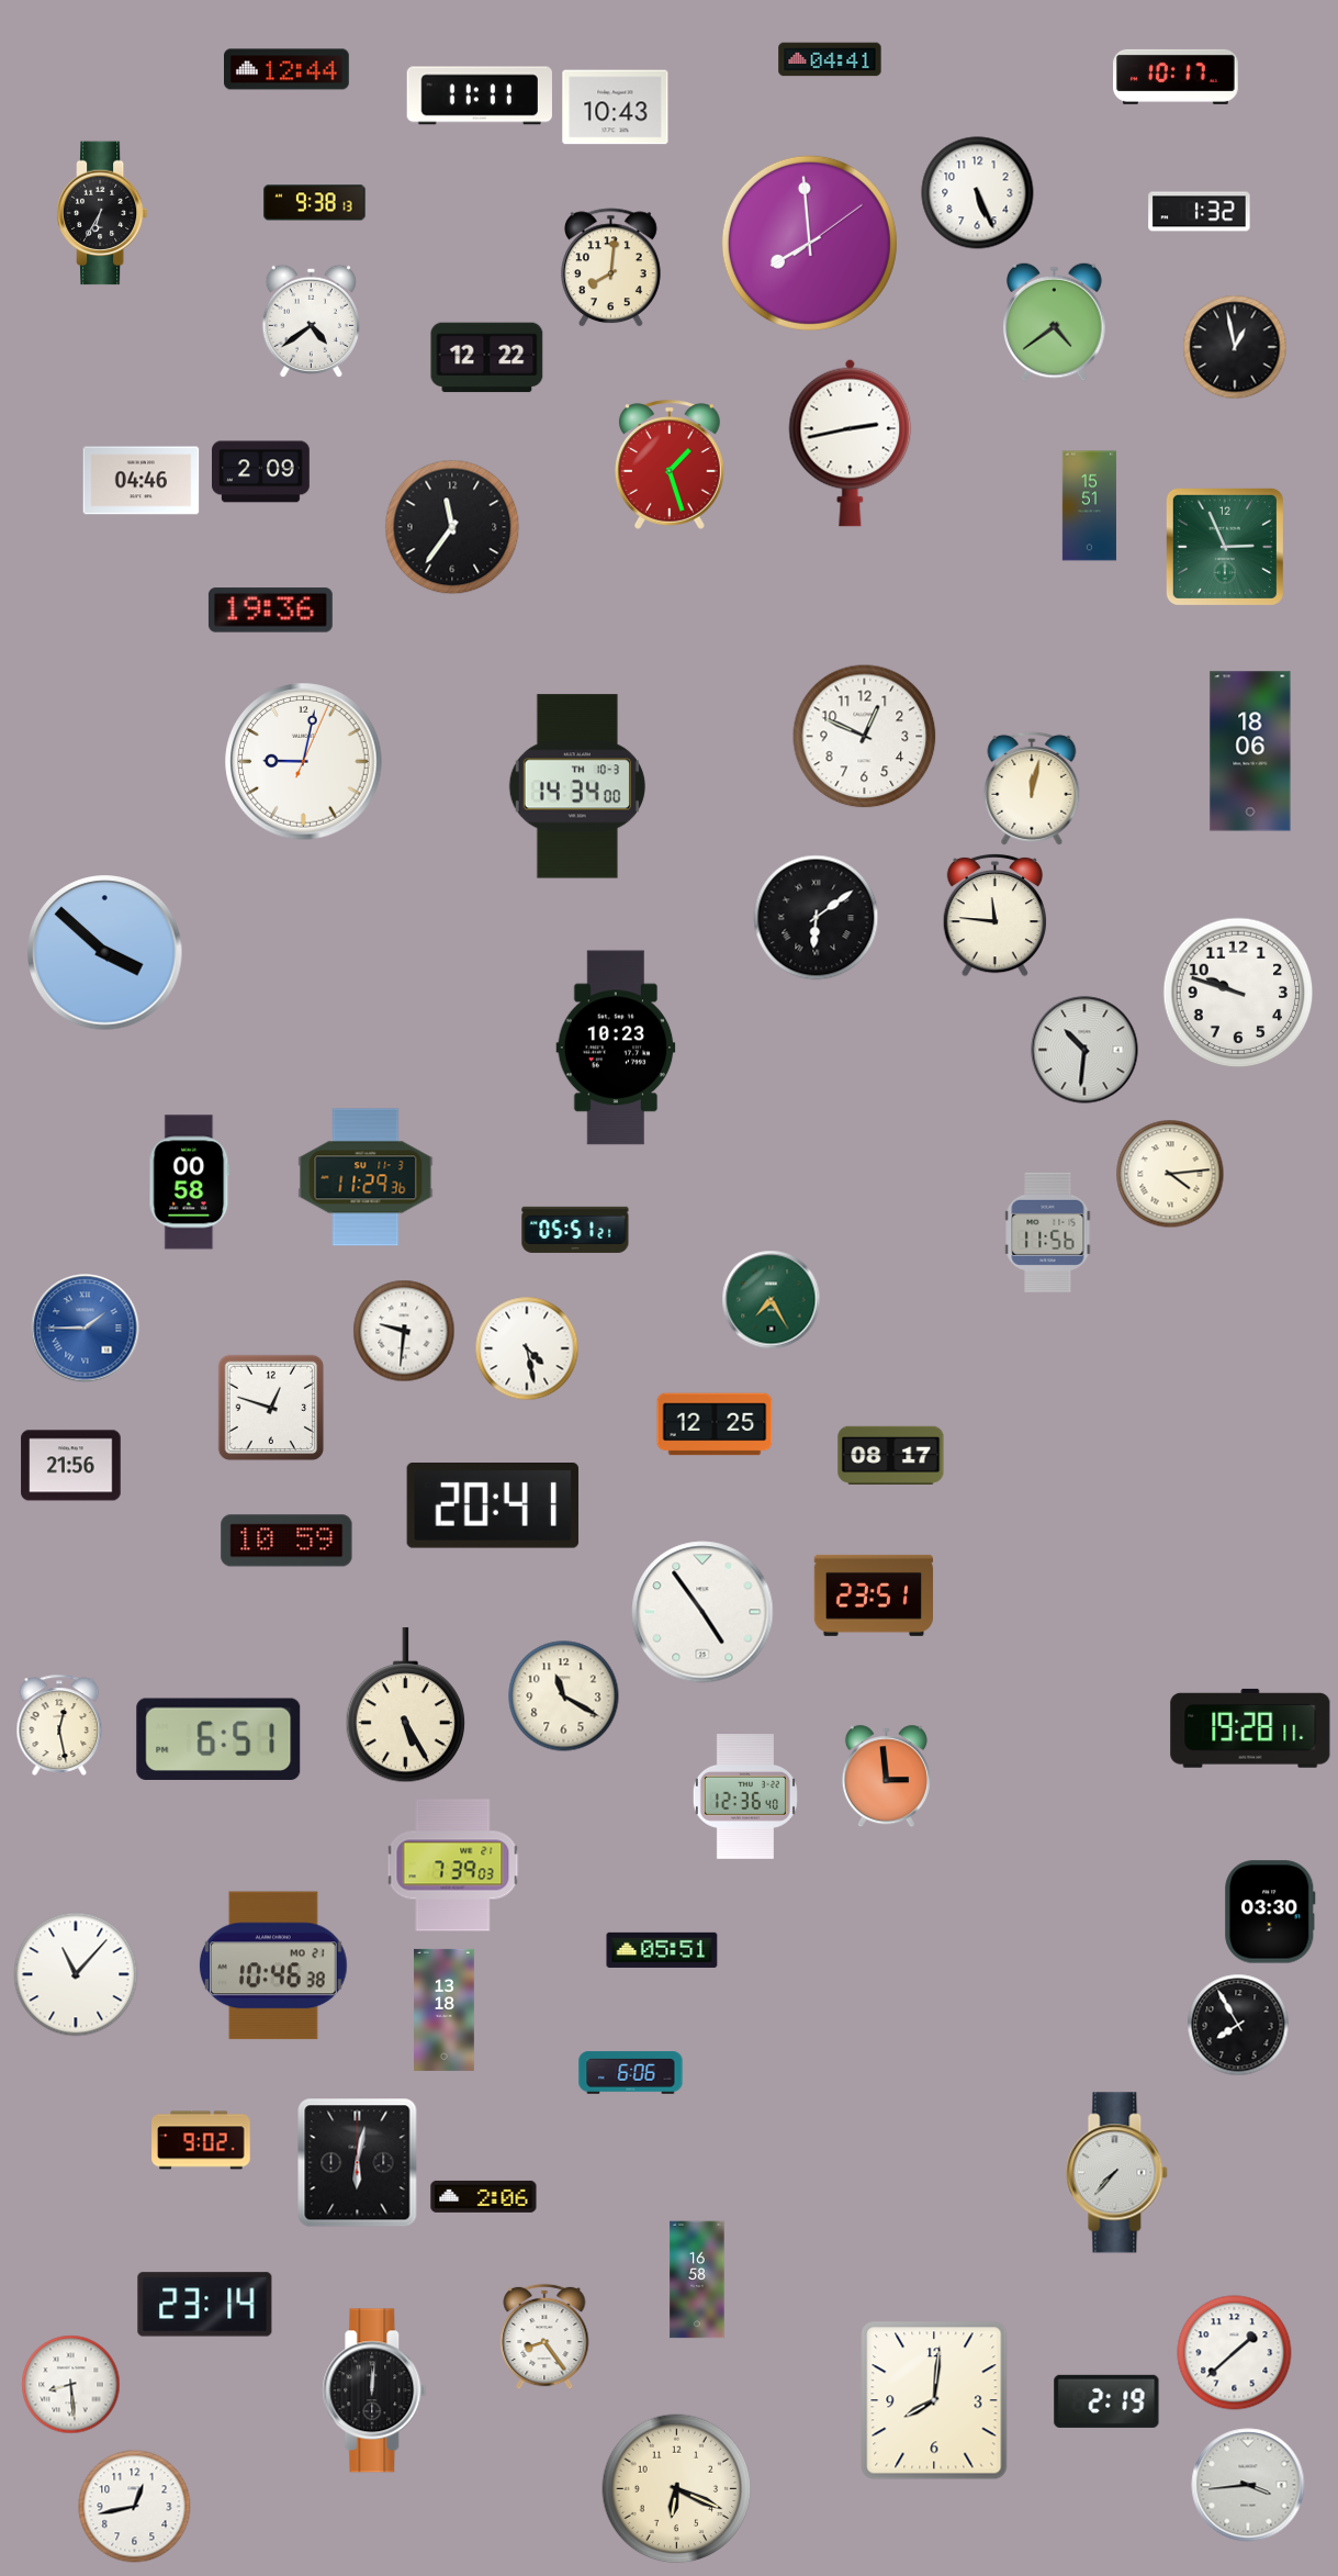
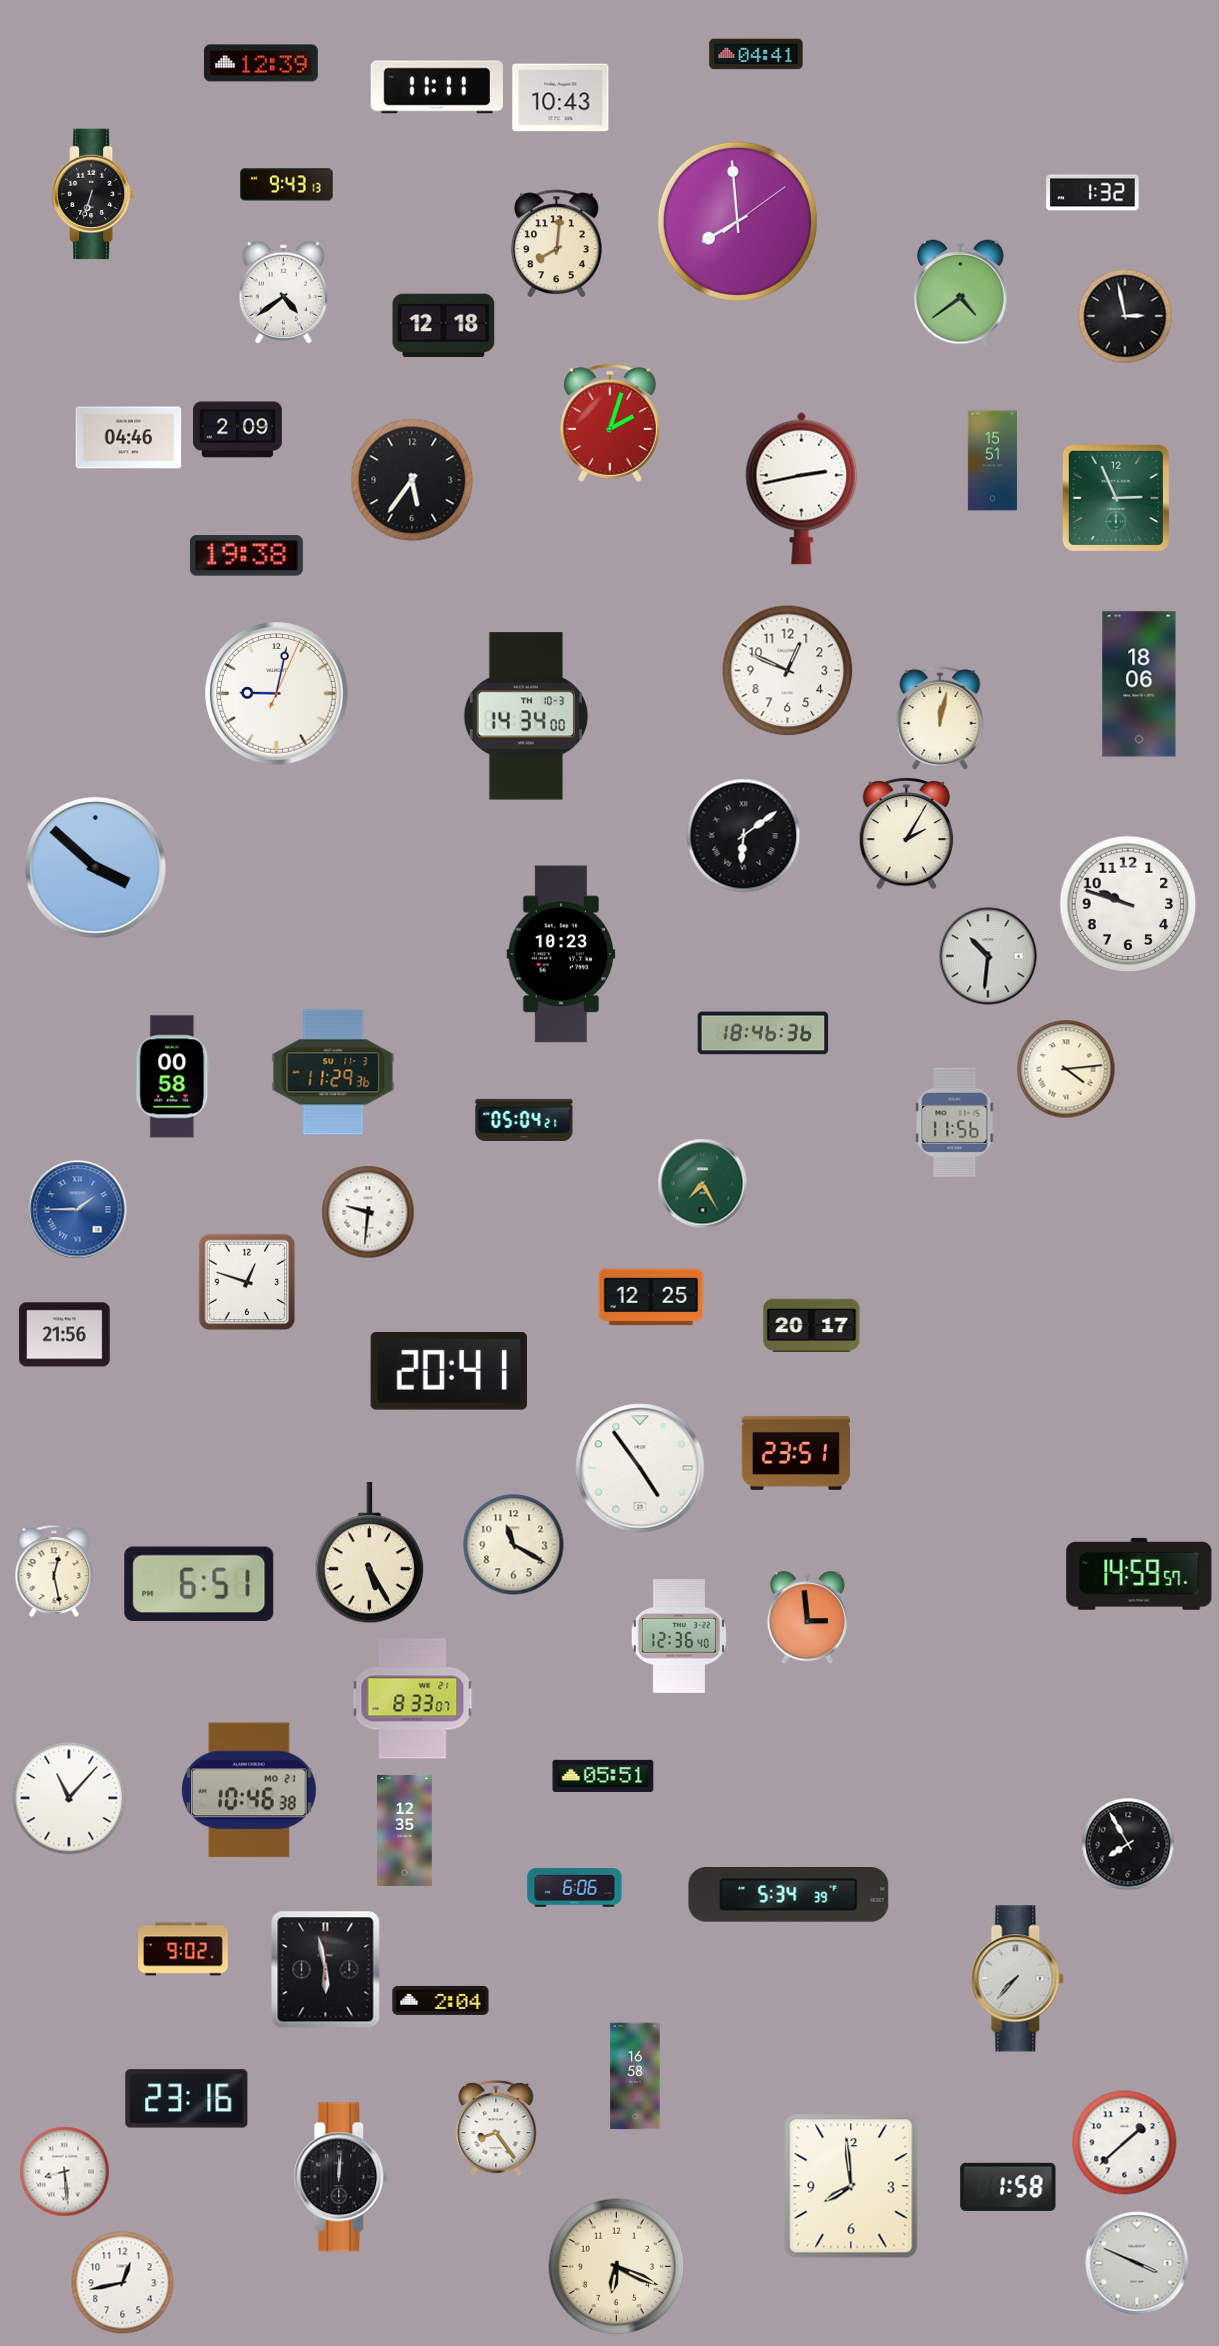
clock at (288, 69): 12:44 -> 12:39
clock at (1177, 77): 10:17 -> none
clock at (978, 193): 5:26 -> none
clock at (315, 203): 9:38 -> 9:43
clock at (102, 213): 6:35 -> 6:33
clock at (1235, 347): 12:58 -> 2:58
clock at (487, 358): 12:22 -> 12:18
clock at (851, 443) position: (851, 443) -> (802, 488)
clock at (670, 464): 1:27 -> 2:03
clock at (452, 527): 11:36 -> 5:36
clock at (270, 611): 19:36 -> 19:38
clock at (994, 915): 11:46 -> 2:05
clock at (763, 1033): none -> 18:46
clock at (575, 1230): 05:51 -> 05:04
clock at (527, 1348): 4:28 -> none
clock at (891, 1455): 08:17 -> 20:17
clock at (286, 1541): 10:59 -> none
clock at (1250, 1728): 19:28 -> 14:59
clock at (453, 1866): 7:39 -> 8:33
clock at (1270, 1912): 03:30 -> none
clock at (445, 2009): 13:18 -> 12:35
clock at (789, 1895): none -> 5:34
clock at (358, 2163): 6:02 -> 5:58
clock at (484, 2196): 2:06 -> 2:04
clock at (205, 2305): 23:14 -> 23:16
clock at (934, 2400): 8:01 -> 7:59
clock at (1106, 2401): 2:19 -> 1:58
clock at (1248, 2485): 3:44 -> 3:49
